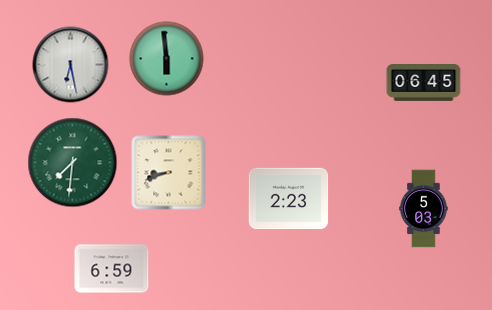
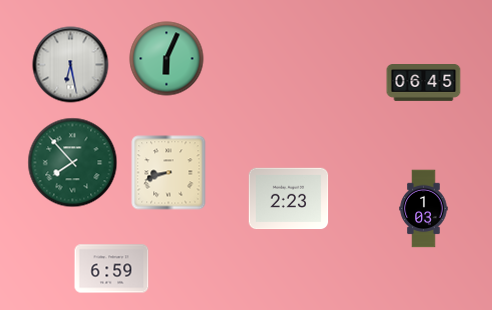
clock at (167, 59): 5:59 -> 6:04
clock at (73, 163): 7:31 -> 7:53
clock at (424, 209): 5:03 -> 1:03
